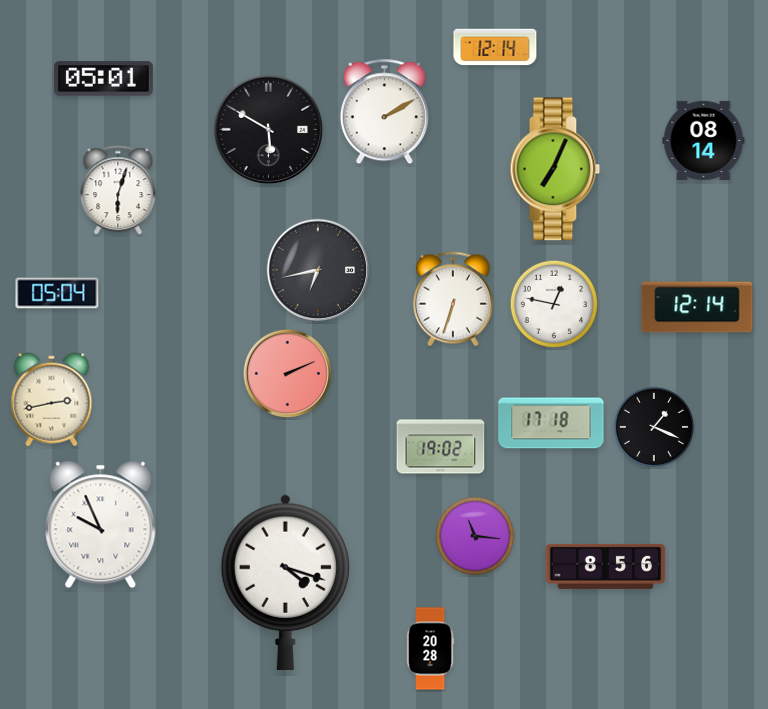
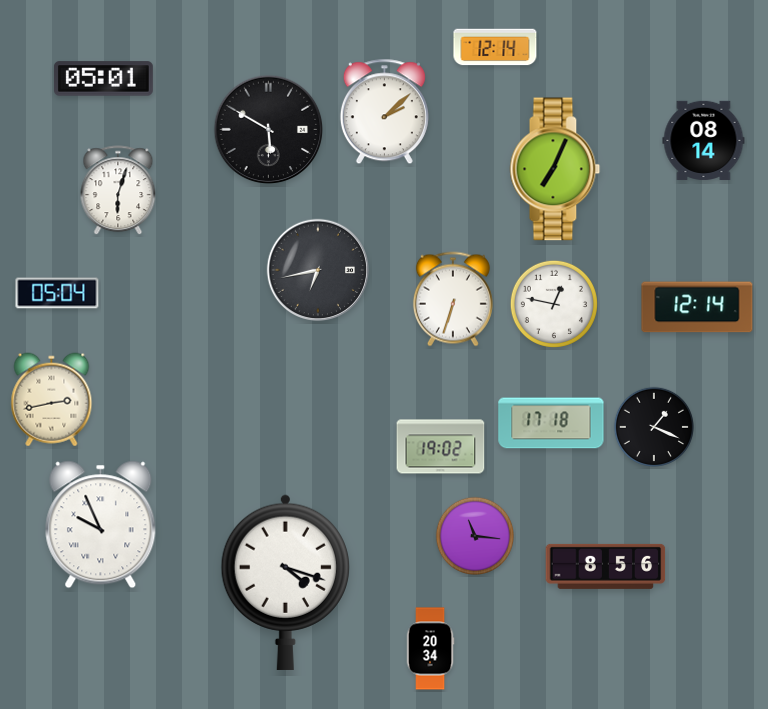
clock at (384, 112): 2:10 -> 2:08
clock at (287, 373): 2:11 -> none
clock at (430, 649): 20:28 -> 20:34
